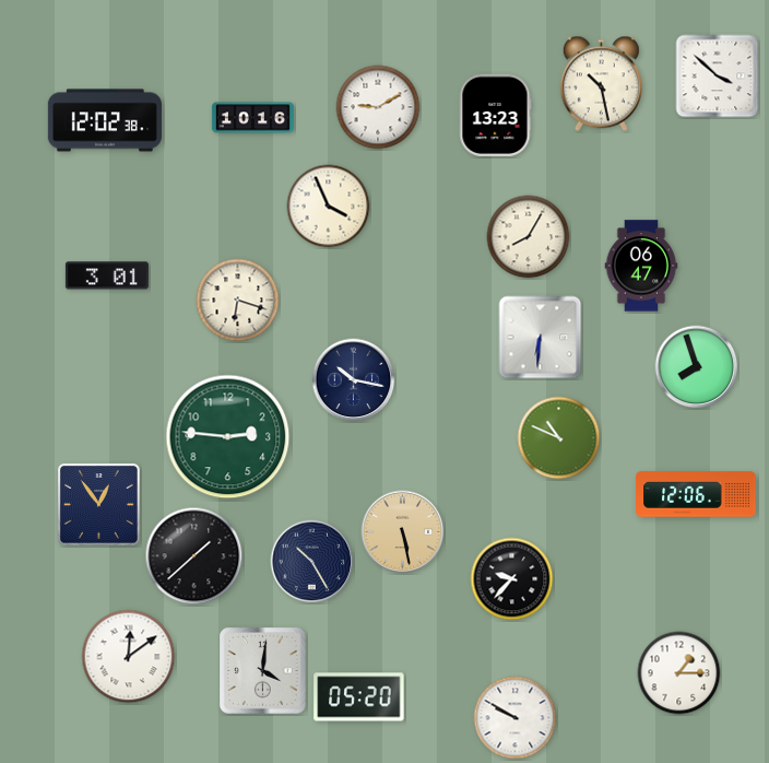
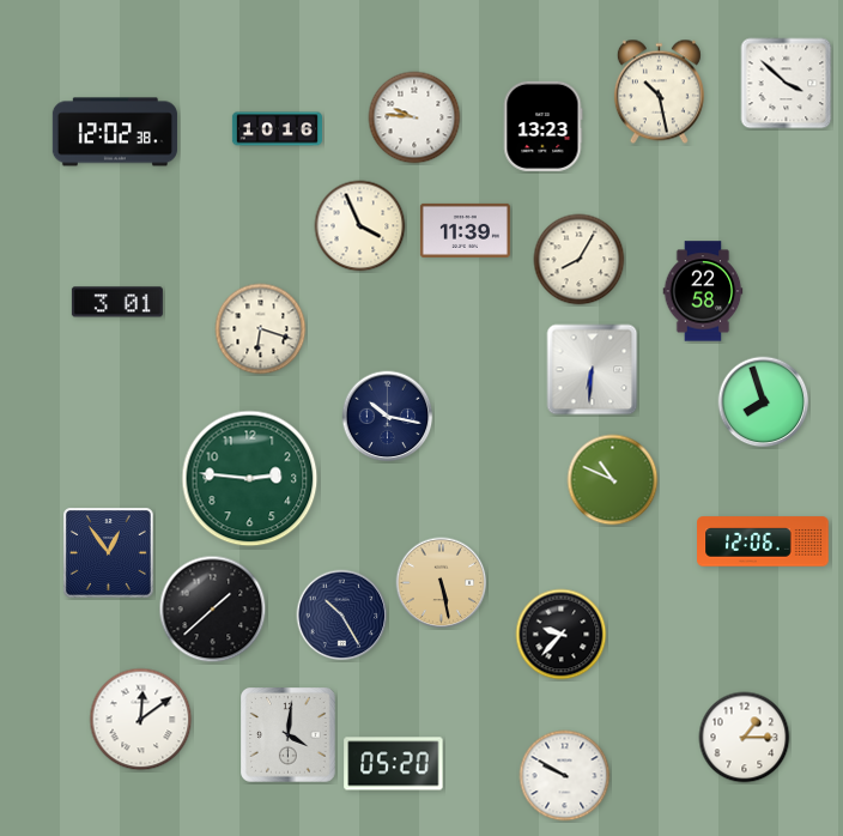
clock at (378, 107): 9:10 -> 9:46
clock at (465, 230): none -> 11:39
clock at (641, 266): 06:47 -> 22:58
clock at (516, 718) position: (516, 718) -> (565, 776)
